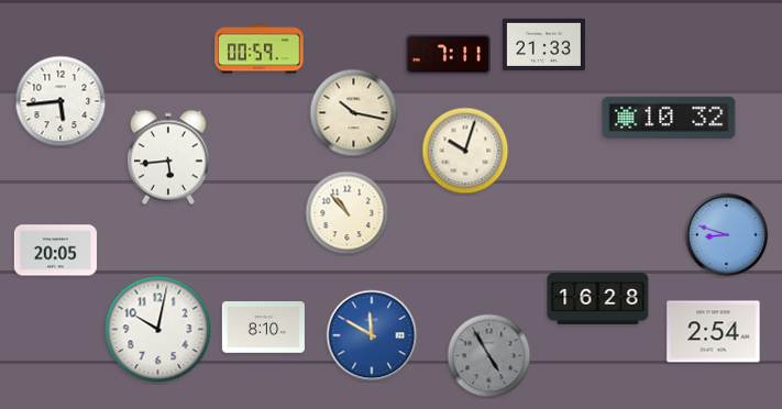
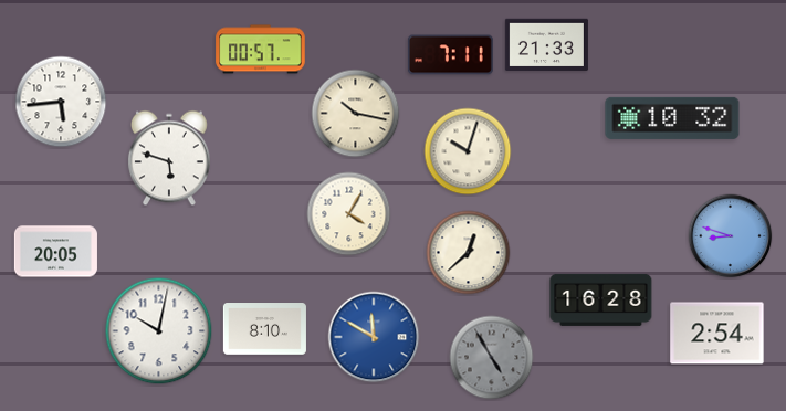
clock at (260, 49): 00:59 -> 00:57
clock at (168, 157): 5:44 -> 5:48
clock at (348, 213): 10:53 -> 4:05
clock at (469, 253): none -> 12:38
